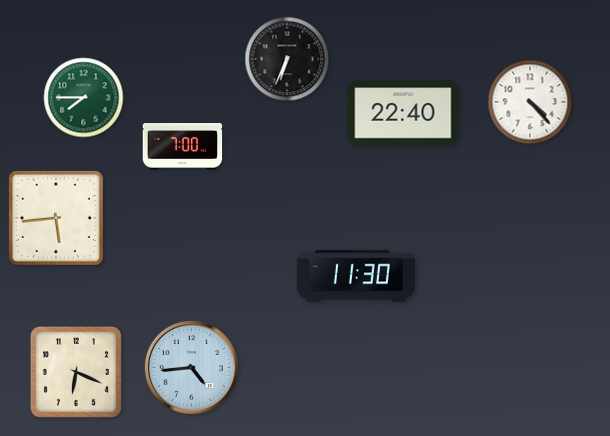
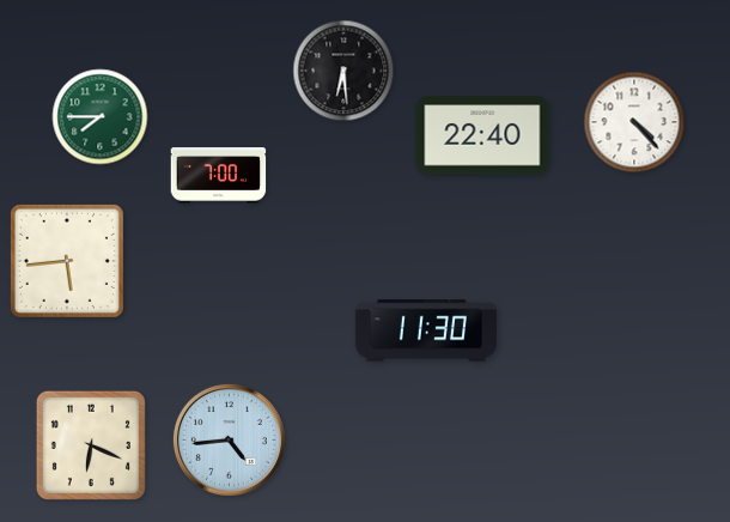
clock at (287, 59): 6:34 -> 6:29
